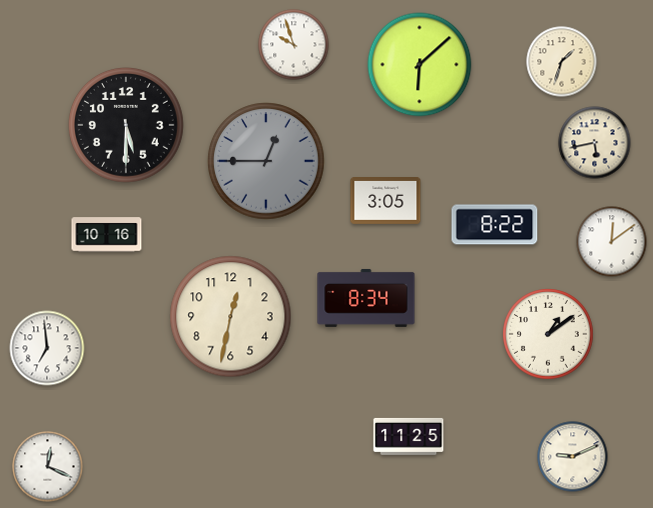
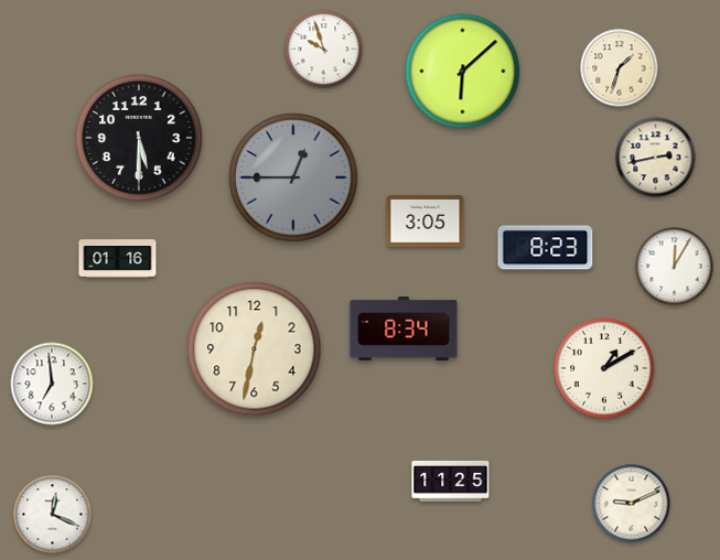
clock at (595, 143): 5:43 -> 2:43
clock at (495, 225): 8:22 -> 8:23
clock at (107, 235): 10:16 -> 01:16
clock at (612, 242): 12:09 -> 12:05
clock at (548, 334): 1:09 -> 1:10
